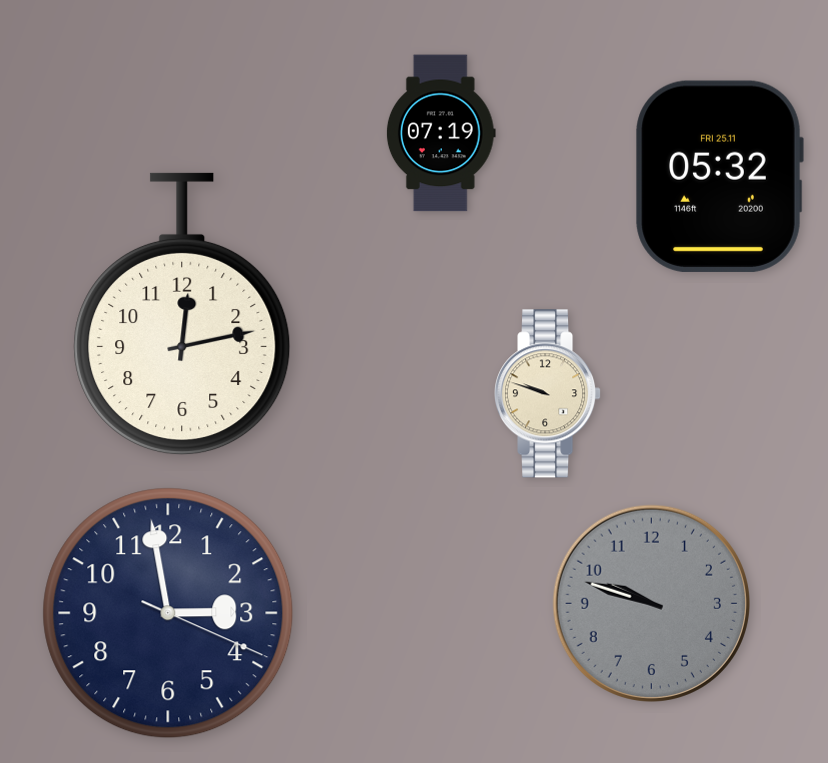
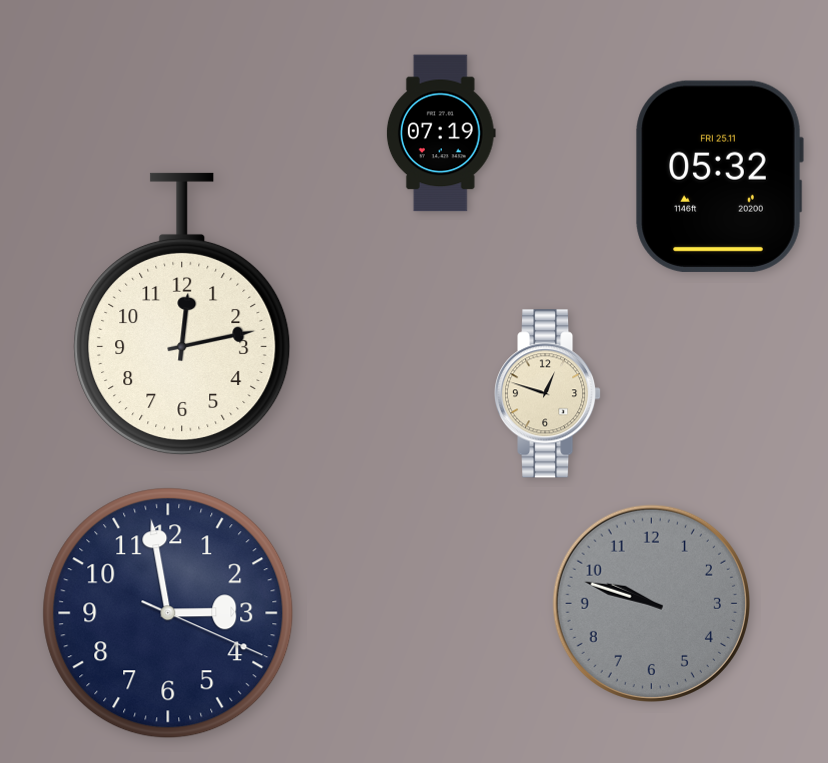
clock at (549, 394): 9:48 -> 12:48
